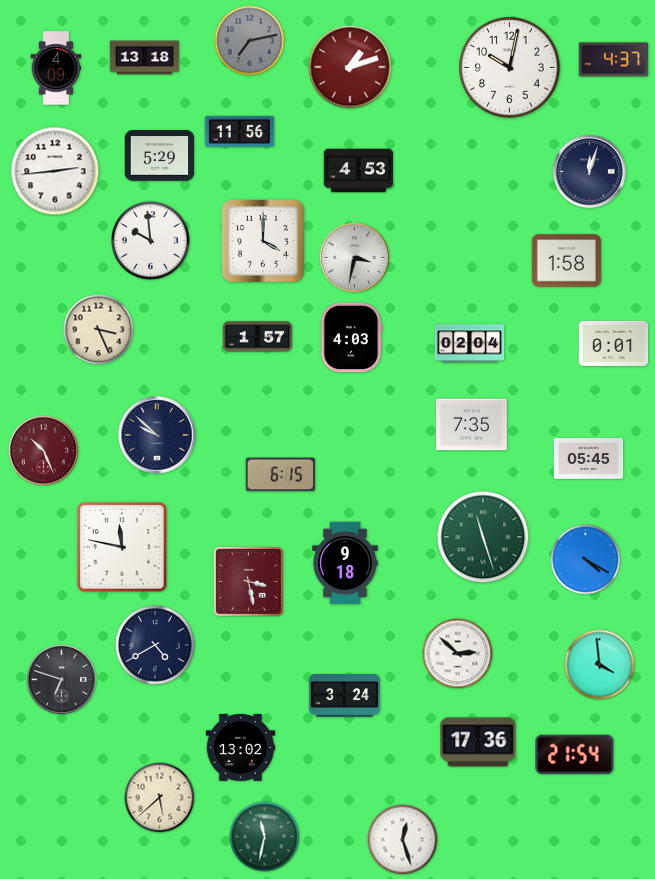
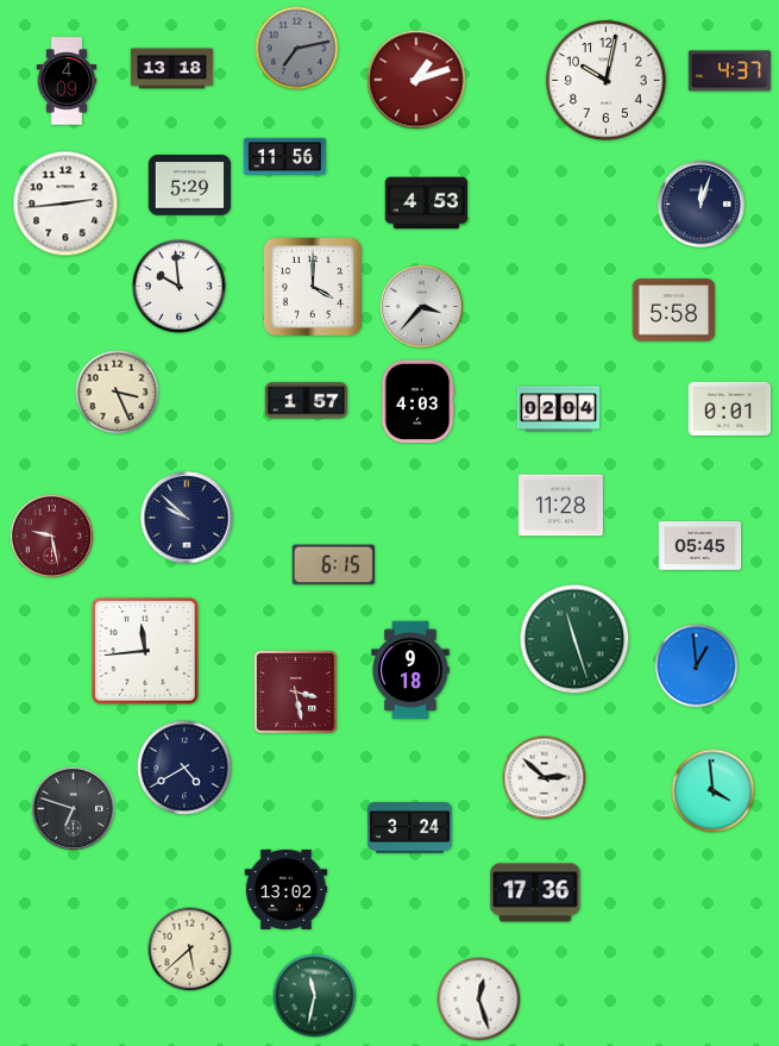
clock at (354, 257): 3:32 -> 3:37
clock at (567, 261): 1:58 -> 5:58
clock at (471, 425): 7:35 -> 11:28
clock at (43, 450): 10:26 -> 9:28
clock at (122, 547): 11:47 -> 11:44
clock at (586, 560): 4:20 -> 12:59
clock at (478, 742) position: (478, 742) -> (535, 892)
clock at (575, 755): 21:54 -> none
